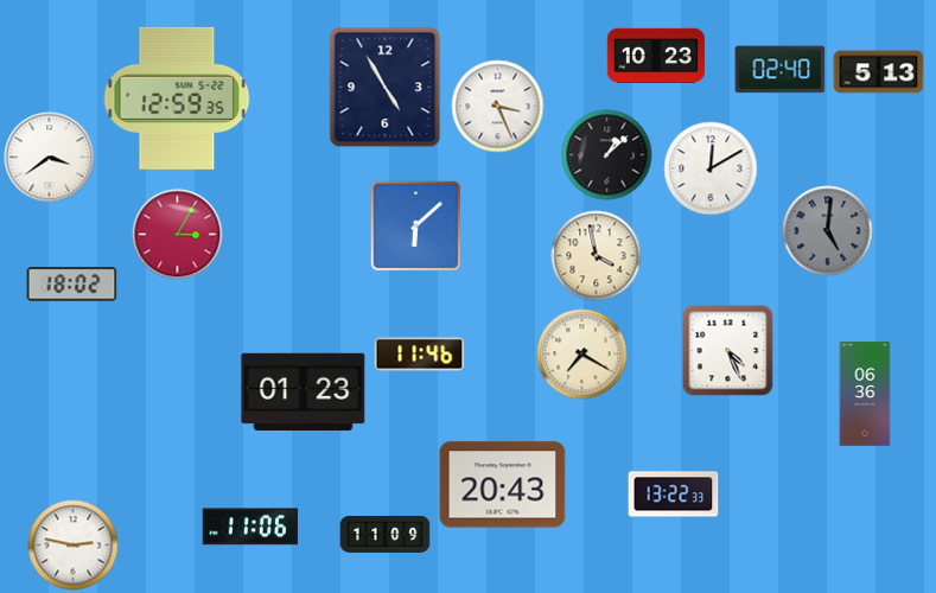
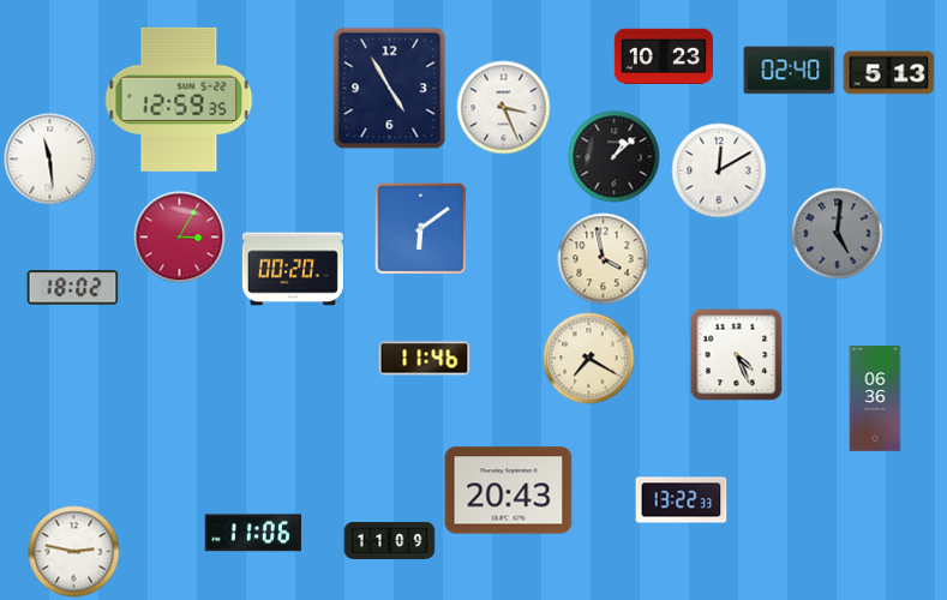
clock at (50, 158): 3:39 -> 11:29
clock at (415, 225): 6:08 -> 6:09
clock at (293, 269): none -> 00:20
clock at (304, 391): 01:23 -> none
